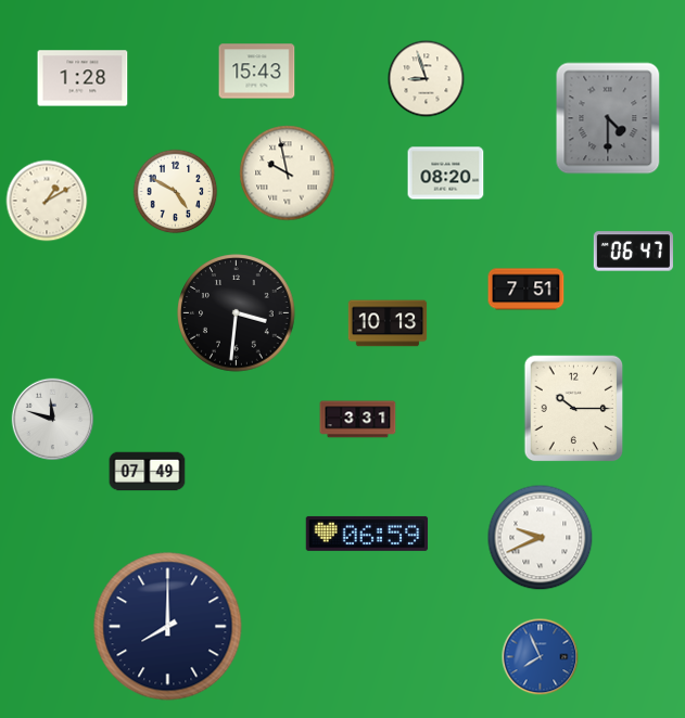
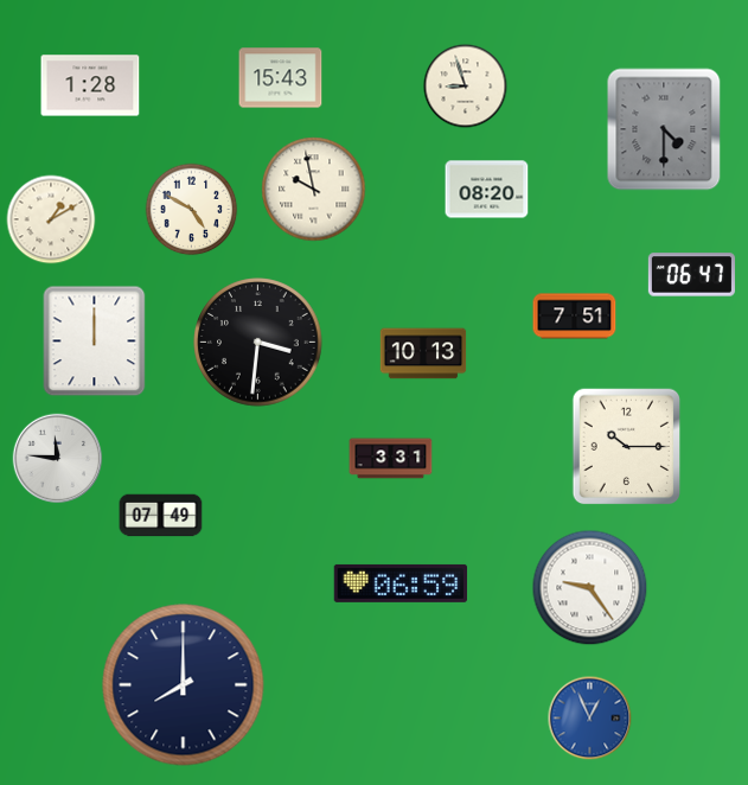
clock at (95, 342): none -> 12:00
clock at (53, 420): 11:48 -> 11:46
clock at (541, 538): 9:41 -> 9:24
clock at (541, 657): 7:56 -> 12:56
